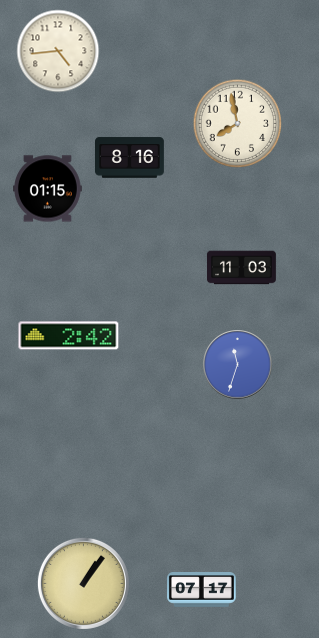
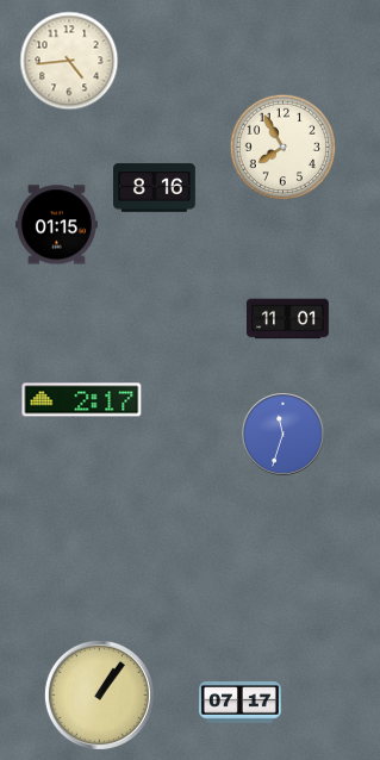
clock at (238, 124): 7:58 -> 7:55
clock at (242, 268): 11:03 -> 11:01
clock at (69, 336): 2:42 -> 2:17
